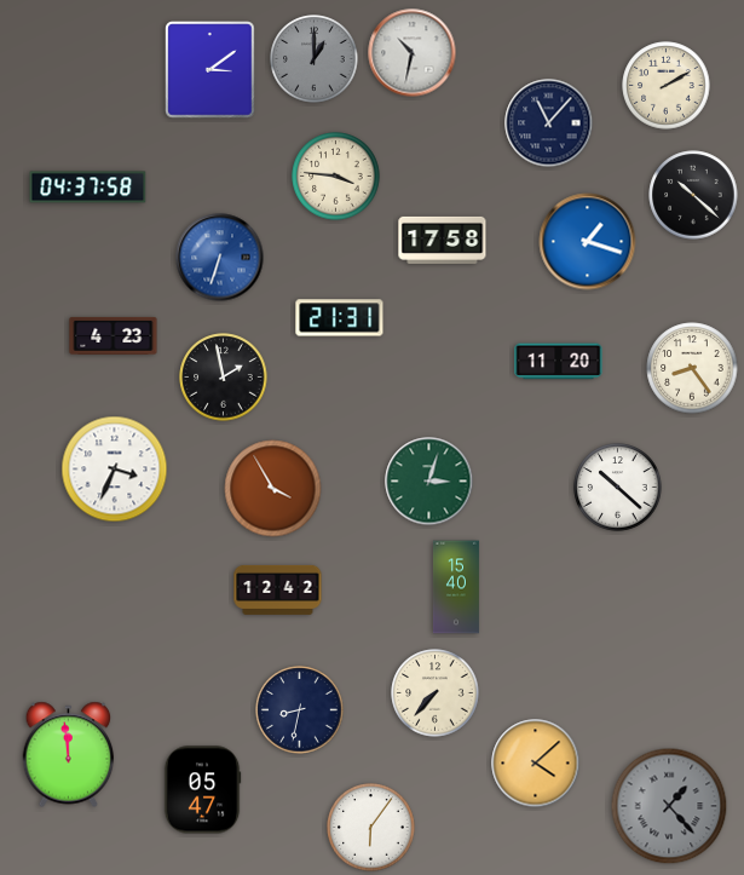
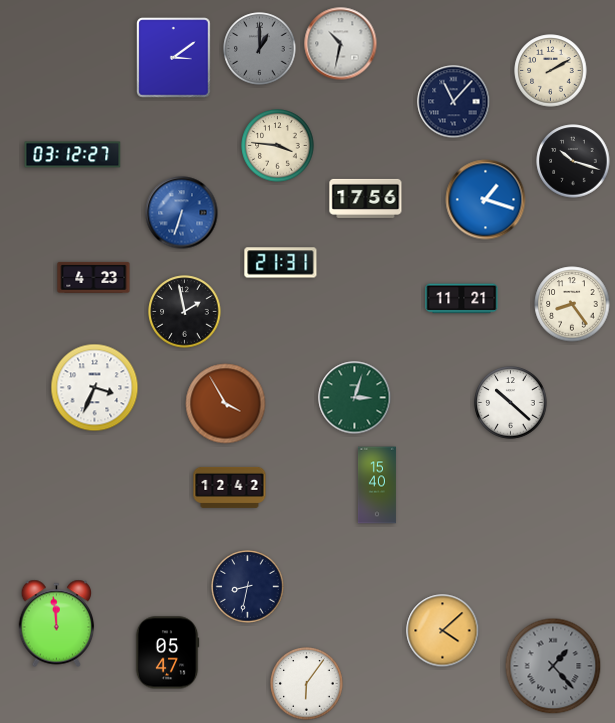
clock at (88, 188): 04:37 -> 03:12
clock at (693, 195): 10:22 -> 10:18
clock at (443, 240): 17:58 -> 17:56
clock at (559, 362): 11:20 -> 11:21
clock at (436, 693): 7:37 -> none
